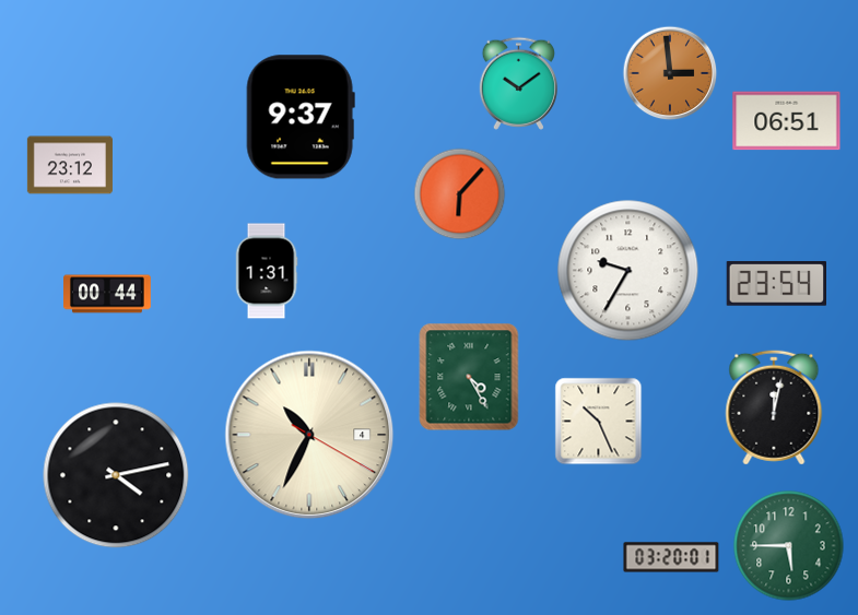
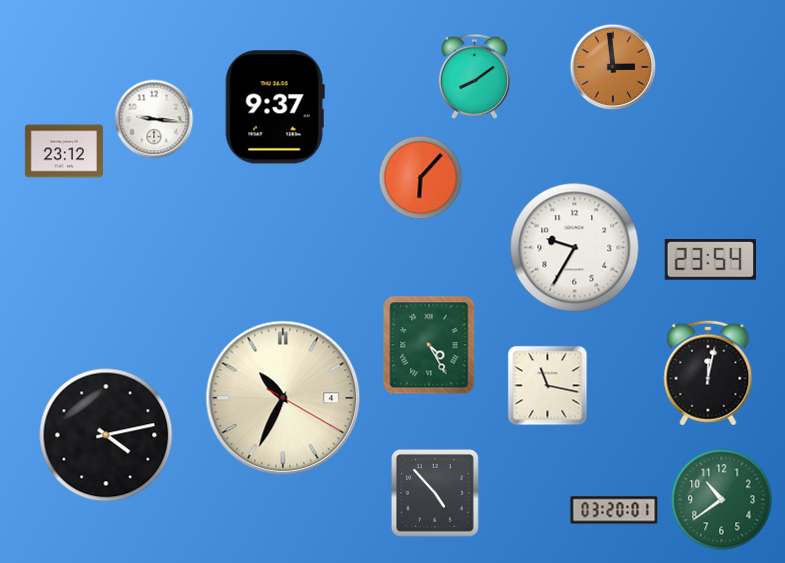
clock at (518, 83): 10:09 -> 8:09
clock at (787, 121): 06:51 -> none
clock at (154, 119): none -> 9:16
clock at (267, 271): 1:31 -> none
clock at (108, 294): 00:44 -> none
clock at (599, 422): 10:26 -> 11:17
clock at (436, 494): none -> 4:53
clock at (789, 546): 5:45 -> 10:39
